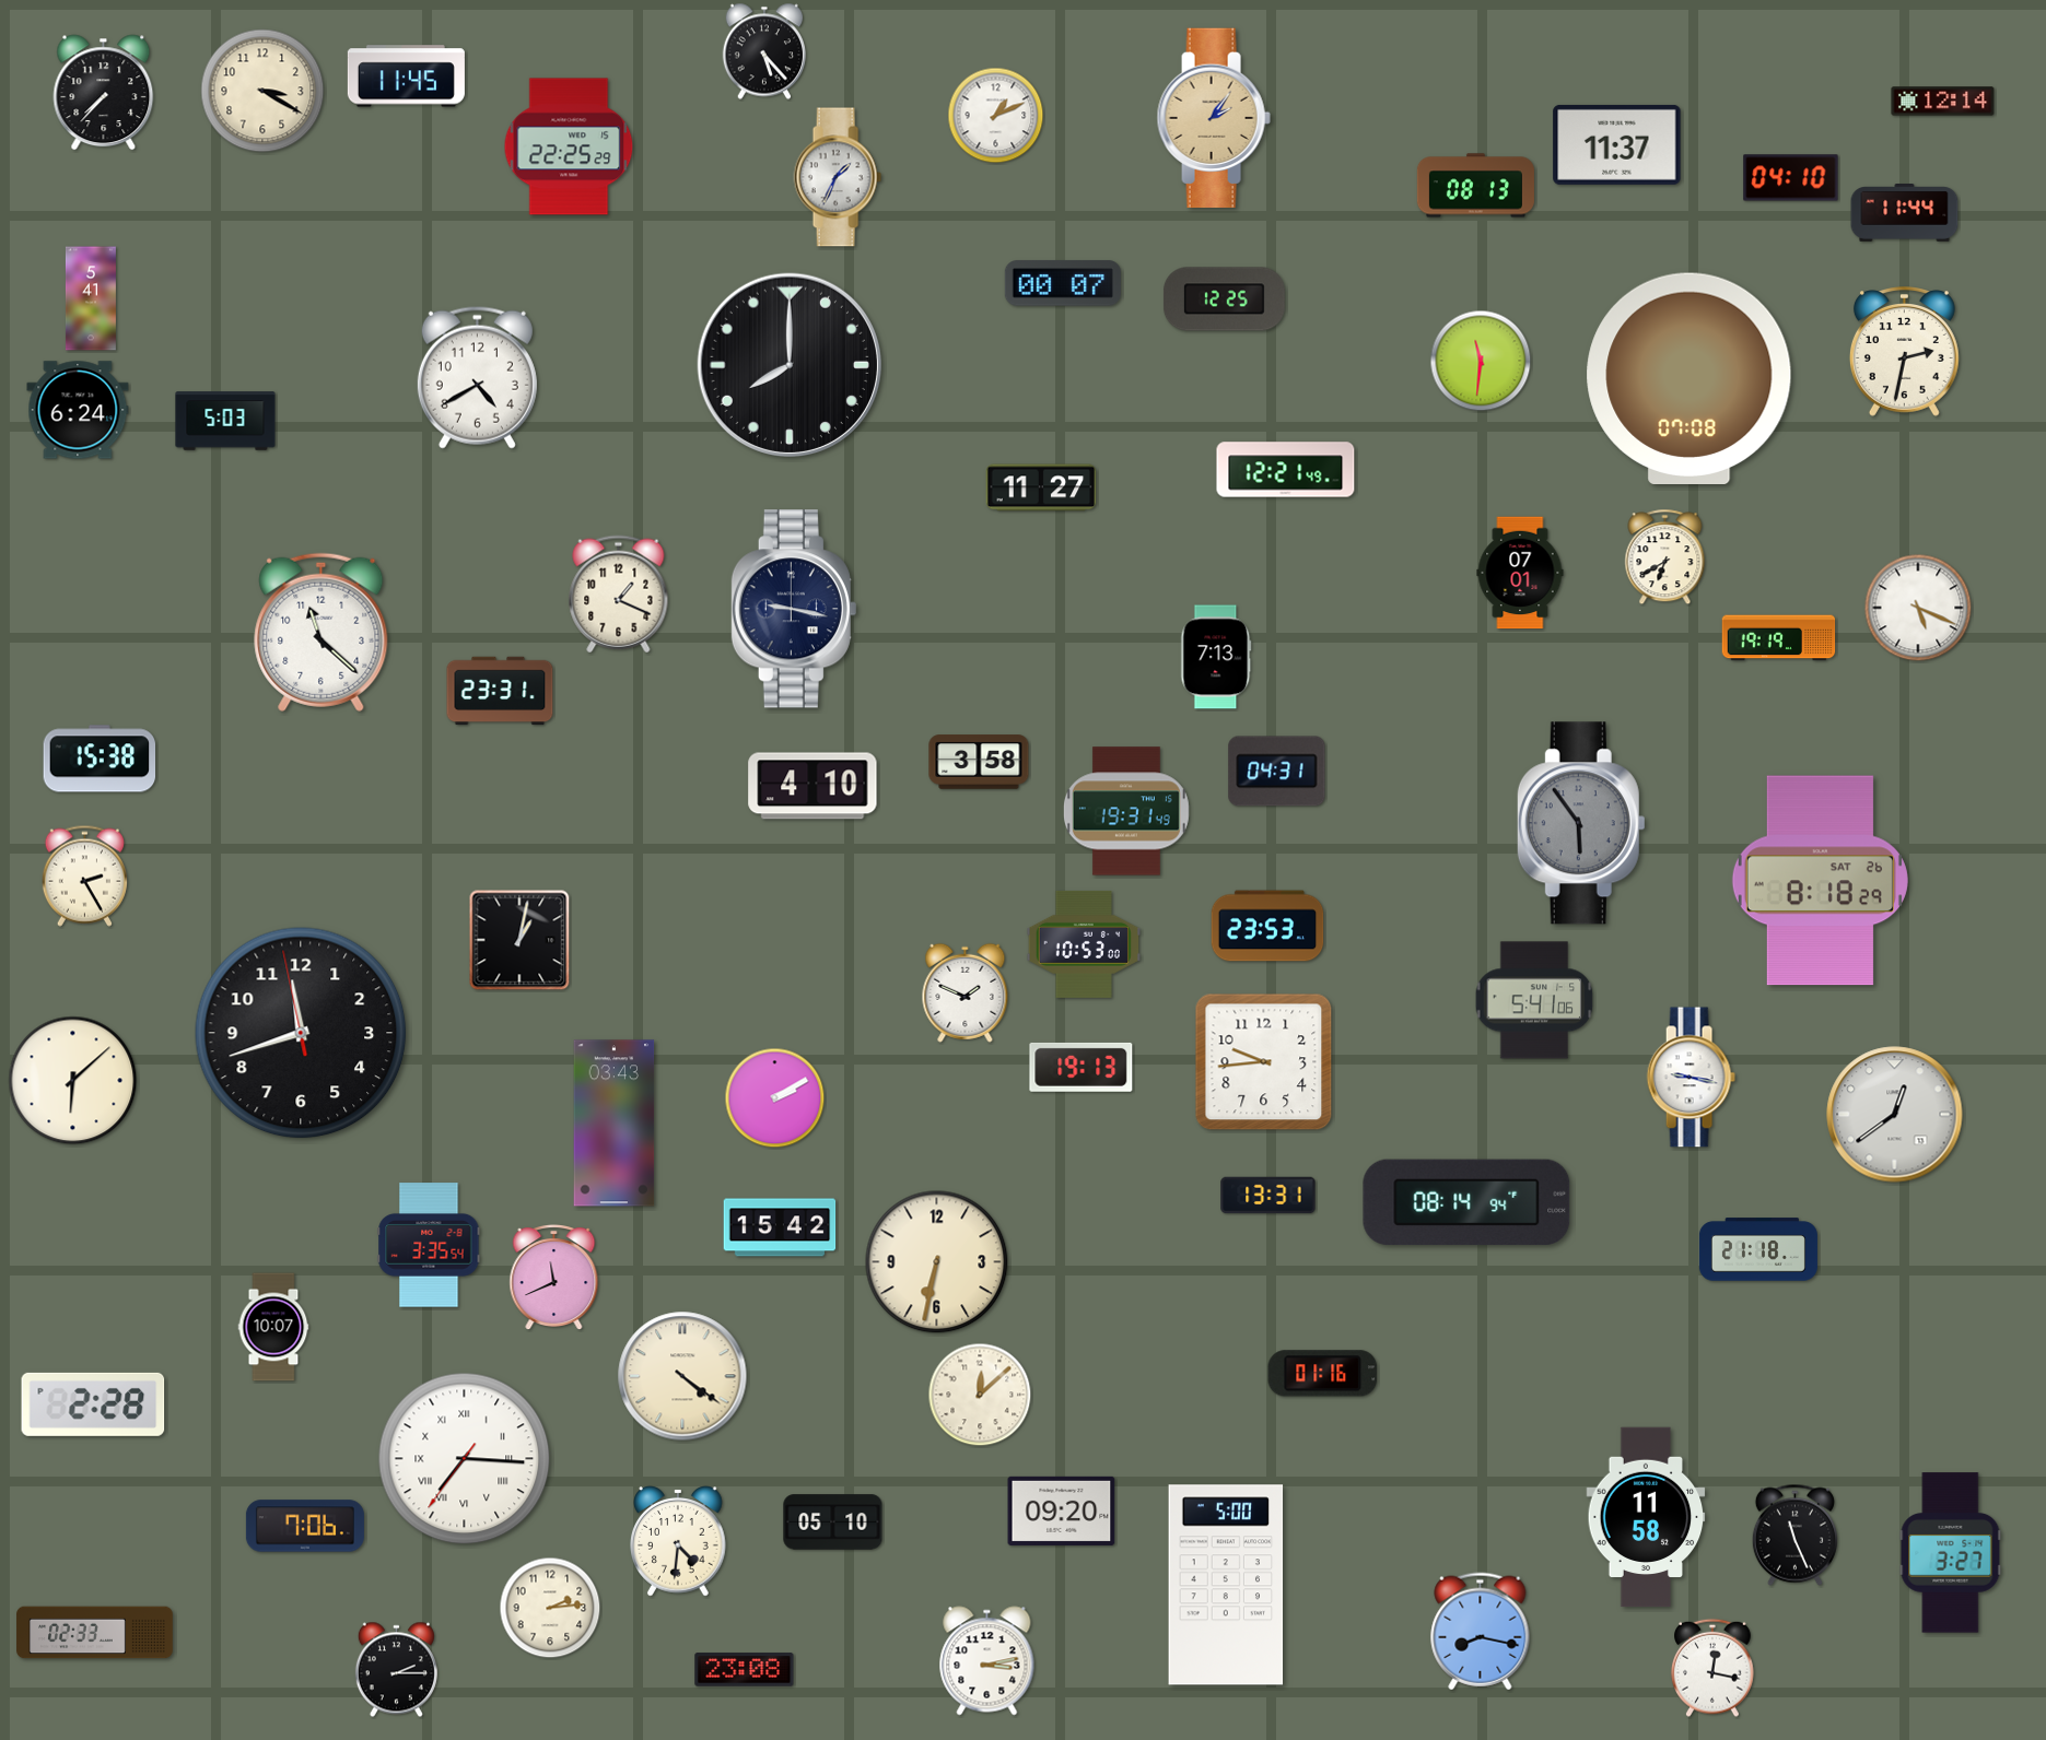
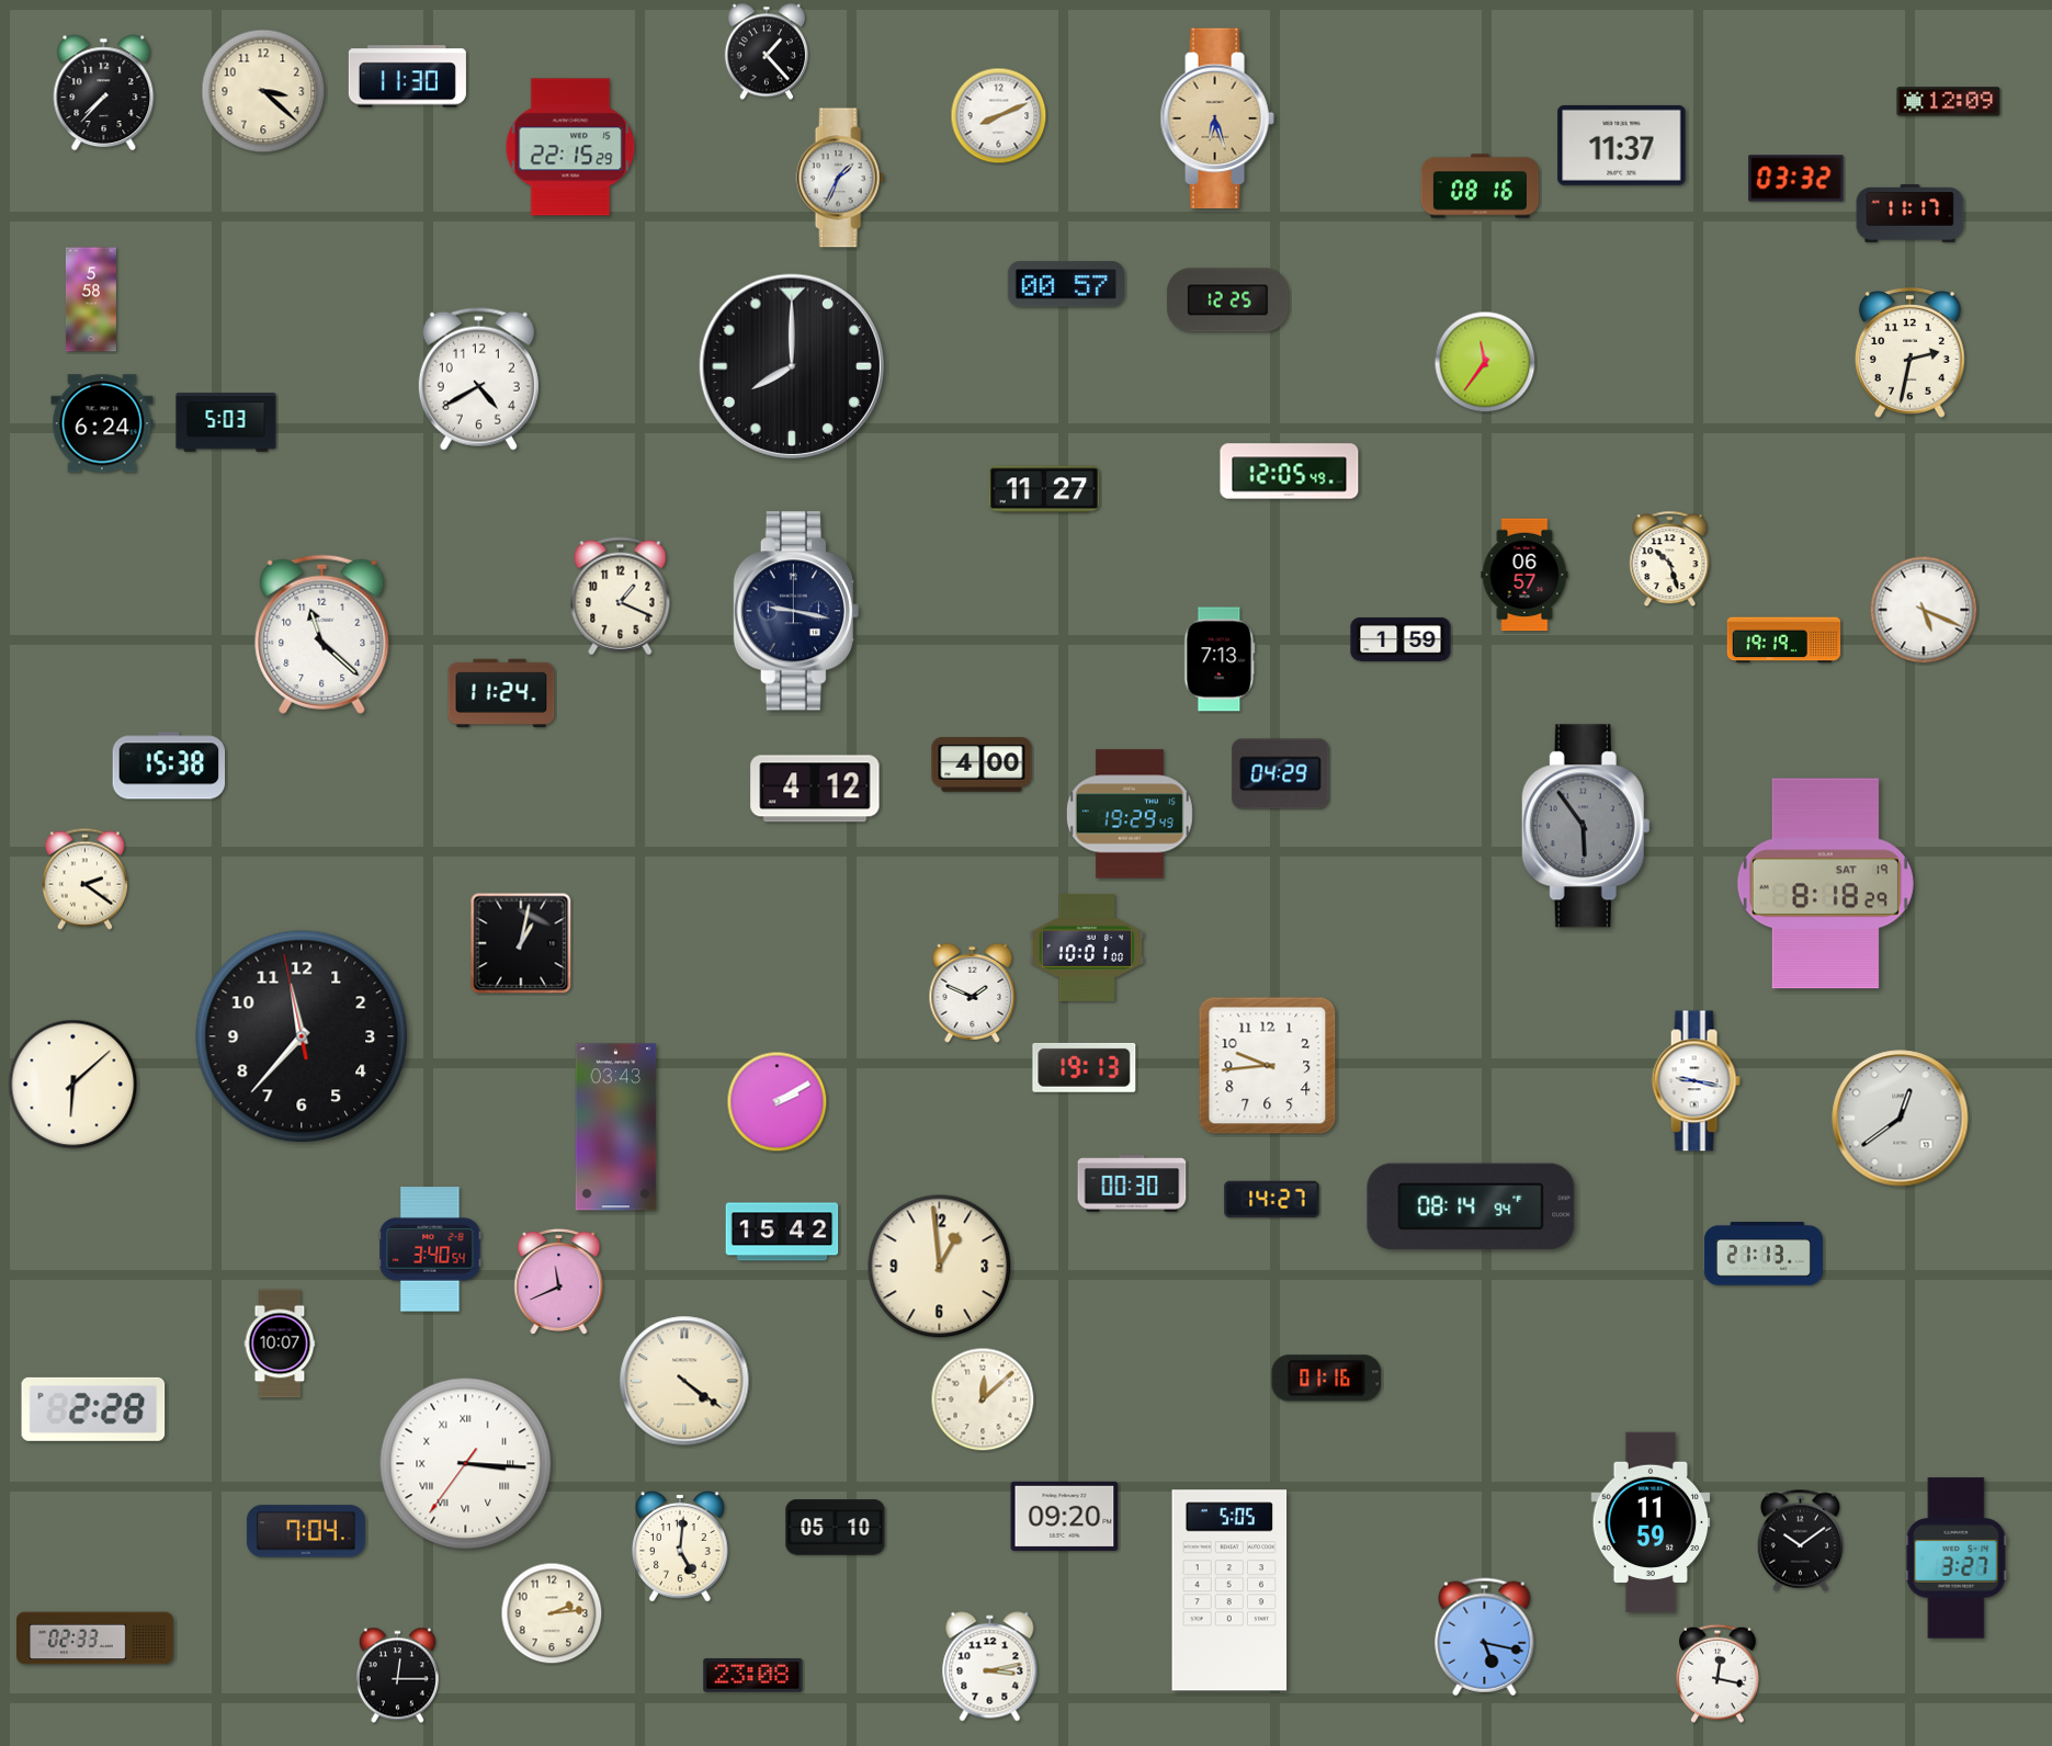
clock at (764, 51): 5:23 -> 1:23
clock at (406, 77): 11:45 -> 11:30
clock at (262, 91): 3:20 -> 3:22
clock at (1943, 102): 12:14 -> 12:09
clock at (996, 116): 1:11 -> 8:11
clock at (1214, 118): 2:06 -> 6:27
clock at (569, 146): 22:25 -> 22:15
clock at (1791, 178): 04:10 -> 03:32
clock at (1475, 186): 08:13 -> 08:16
clock at (1905, 213): 11:44 -> 11:17
clock at (1063, 283): 00:07 -> 00:57
clock at (91, 298): 5:41 -> 5:58
clock at (1481, 361): 11:31 -> 11:36
clock at (1690, 378): 07:08 -> none
clock at (78, 410) position: (78, 410) -> (102, 423)
clock at (1286, 470): 12:21 -> 12:05
clock at (1665, 557): 6:40 -> 10:27
clock at (1520, 573): 07:01 -> 06:57
clock at (1401, 639): none -> 1:59
clock at (500, 691): 23:31 -> 11:24
clock at (100, 759) position: (100, 759) -> (169, 766)
clock at (979, 762): 3:58 -> 4:00
clock at (1277, 772): 04:31 -> 04:29
clock at (812, 786): 4:10 -> 4:12
clock at (1126, 811): 19:31 -> 19:29
clock at (84, 875): 2:25 -> 2:21
clock at (1820, 881) date: SAT 26 -> SAT 19
clock at (1267, 926): 23:53 -> none
clock at (1083, 944): 10:53 -> 10:01
clock at (966, 992) position: (966, 992) -> (973, 993)
clock at (1534, 1000): 5:41 -> none
clock at (301, 1033): 11:41 -> 11:36
clock at (1082, 1067) position: (1082, 1067) -> (1085, 1067)
clock at (1132, 1183): none -> 00:30
clock at (1268, 1196): 13:31 -> 14:27
clock at (429, 1245): 3:35 -> 3:40
clock at (1758, 1249): 21:18 -> 21:13
clock at (937, 1262): 6:32 -> 12:59
clock at (554, 1278) position: (554, 1278) -> (559, 1282)
clock at (273, 1327) position: (273, 1327) -> (280, 1343)
clock at (465, 1459): 7:15 -> 3:15
clock at (1646, 1517): 11:58 -> 11:59
clock at (305, 1526): 7:06 -> 7:04
clock at (1794, 1535): 11:26 -> 10:09
clock at (679, 1541): 4:31 -> 5:01
clock at (1226, 1585): 5:00 -> 5:05
clock at (1481, 1632): 8:17 -> 5:17
clock at (396, 1670): 2:15 -> 12:15
clock at (745, 1670) position: (745, 1670) -> (753, 1676)
